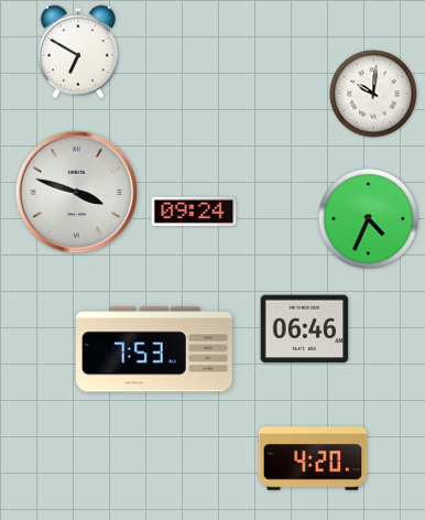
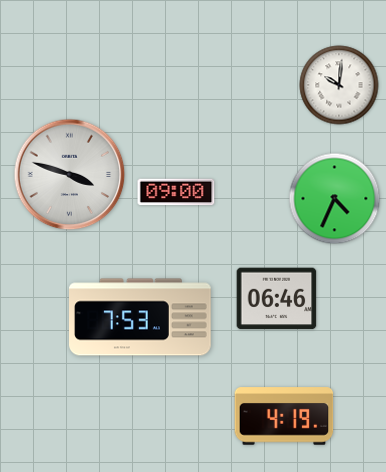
clock at (78, 52): 6:50 -> none
clock at (194, 212): 09:24 -> 09:00
clock at (313, 458): 4:20 -> 4:19
